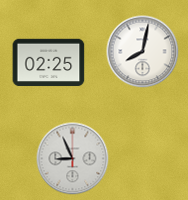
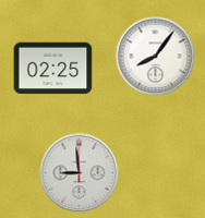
clock at (143, 52): 8:02 -> 8:06
clock at (73, 159): 8:56 -> 8:59
